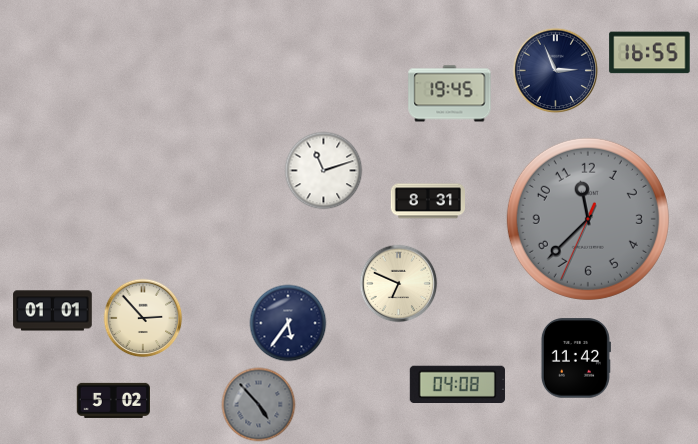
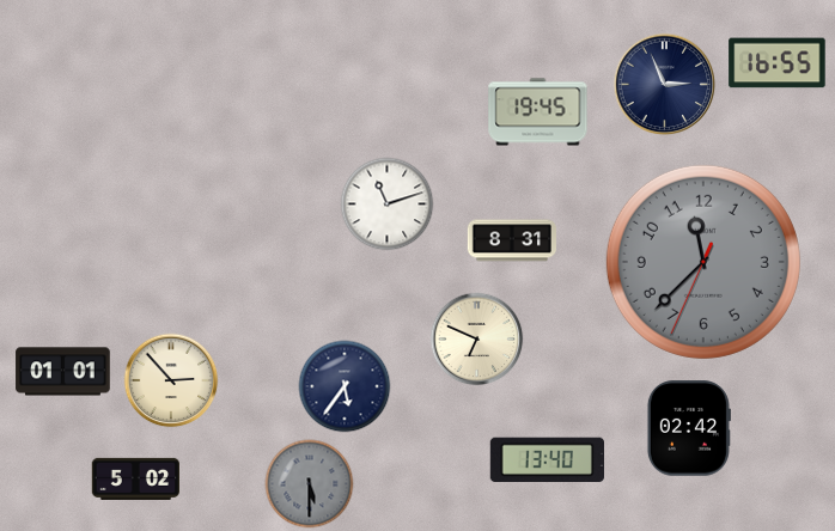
clock at (575, 358): 11:42 -> 02:42
clock at (457, 384): 04:08 -> 13:40
clock at (259, 405): 4:53 -> 5:30
